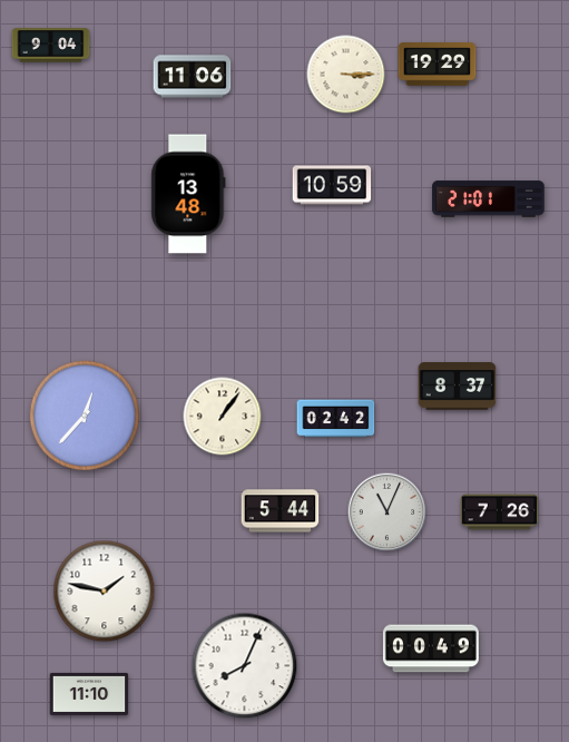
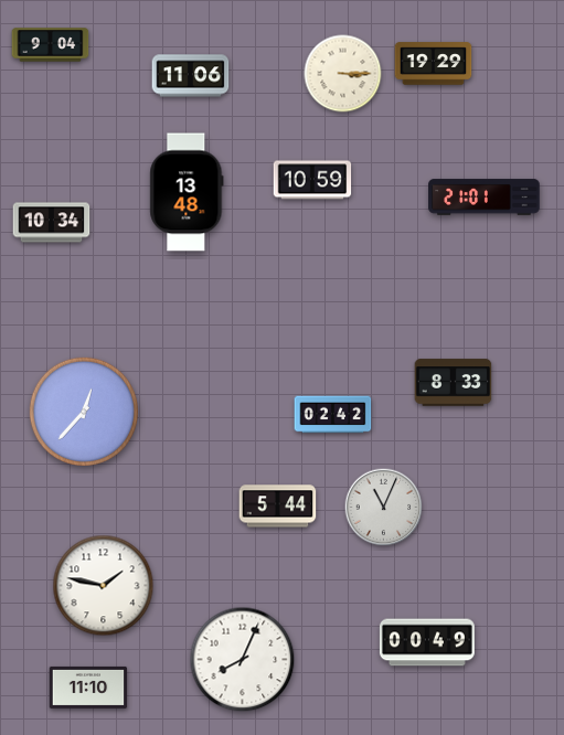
clock at (332, 185) position: (332, 185) -> (312, 180)
clock at (52, 223): none -> 10:34
clock at (458, 387): 8:37 -> 8:33
clock at (223, 417): 1:06 -> none
clock at (500, 512): 7:26 -> none
